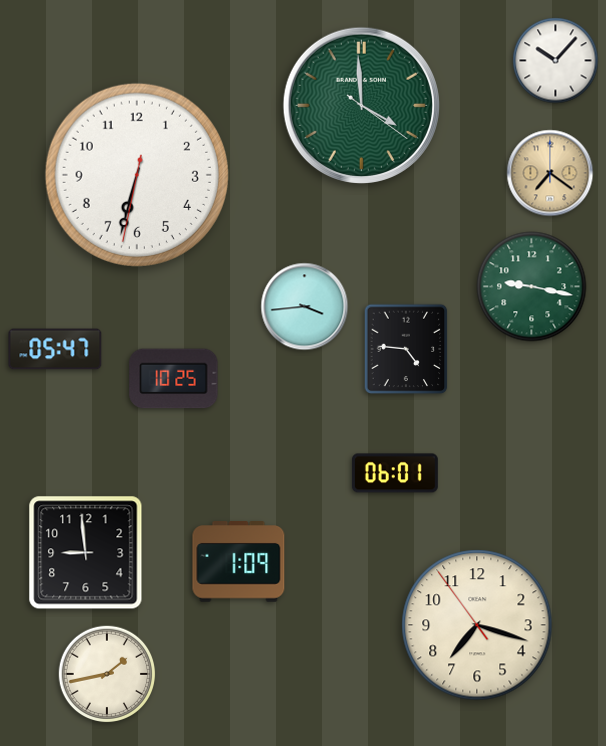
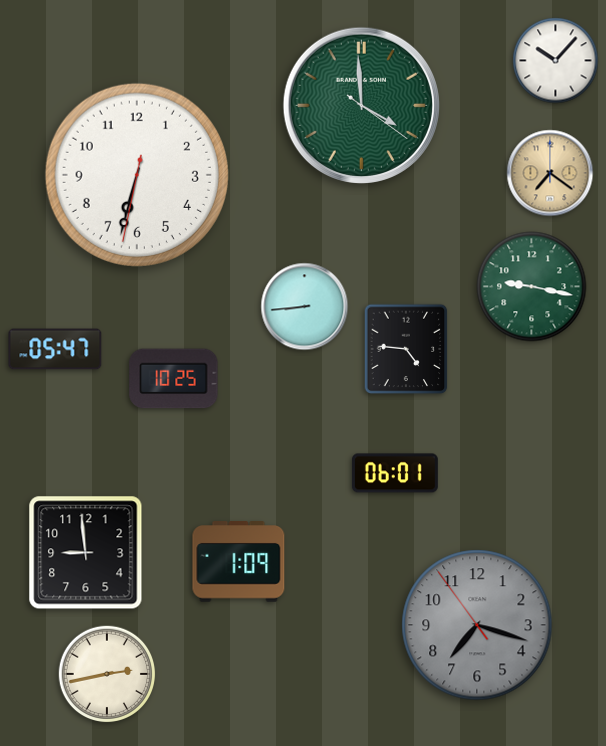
clock at (305, 307): 3:44 -> 8:44
clock at (477, 625) dial: cream -> grey
clock at (107, 674): 1:43 -> 2:43
